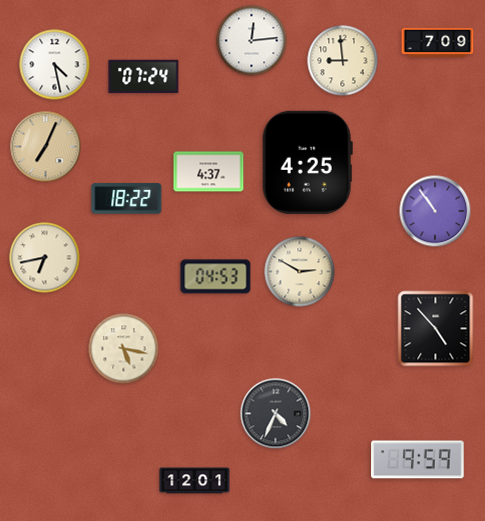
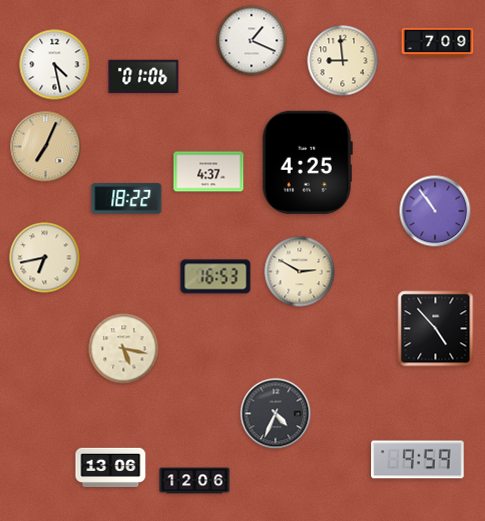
clock at (252, 41): 12:14 -> 1:19
clock at (144, 77): 07:24 -> 01:06
clock at (216, 277): 04:53 -> 16:53
clock at (111, 468): none -> 13:06
clock at (195, 481): 12:01 -> 12:06
